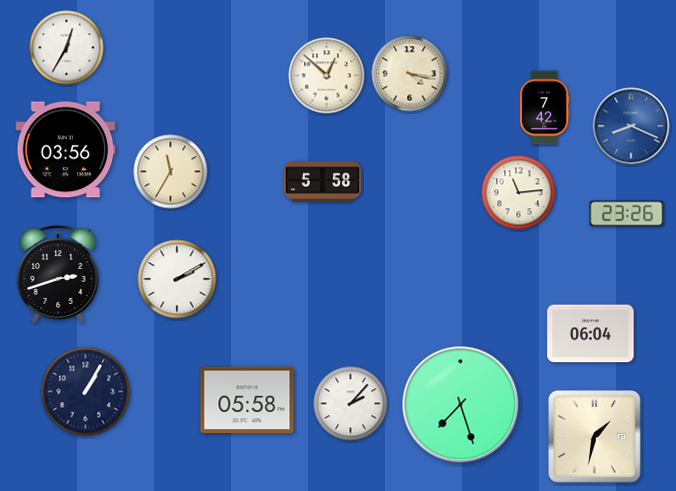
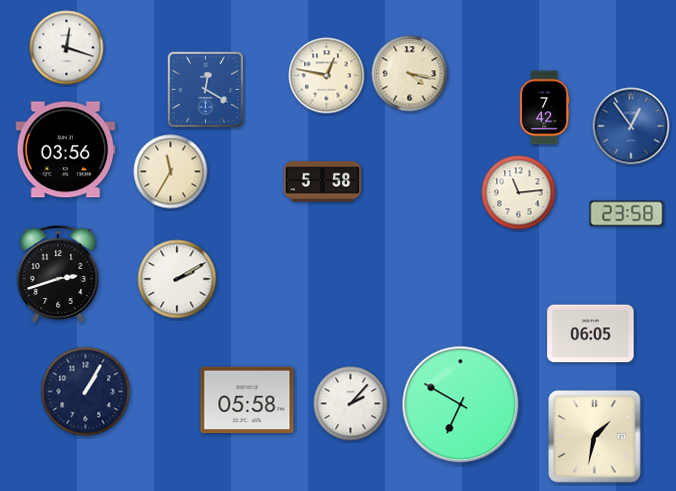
clock at (67, 48): 12:35 -> 12:18
clock at (327, 76): 12:52 -> 12:47
clock at (206, 90): none -> 12:20
clock at (631, 126): 8:19 -> 12:54
clock at (627, 214): 23:26 -> 23:58
clock at (591, 334): 06:04 -> 06:05
clock at (461, 405): 7:27 -> 6:50
